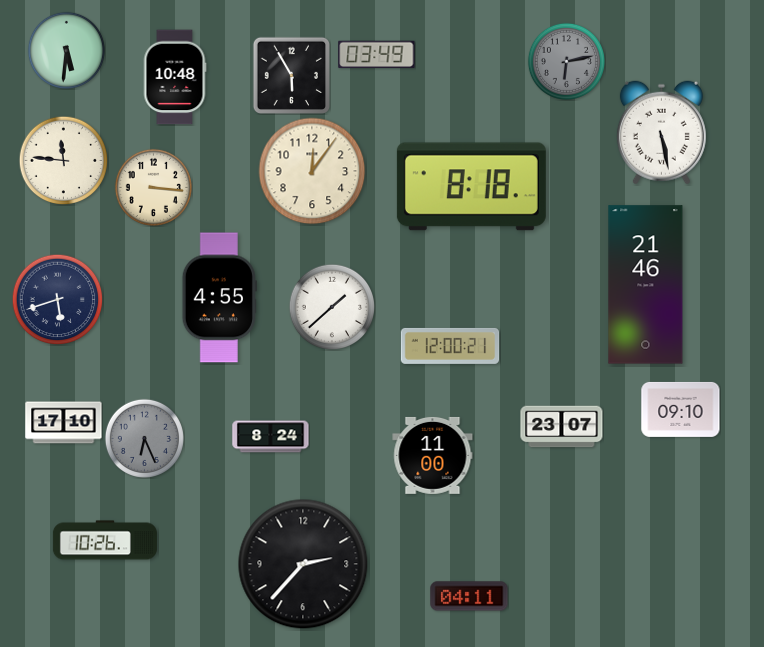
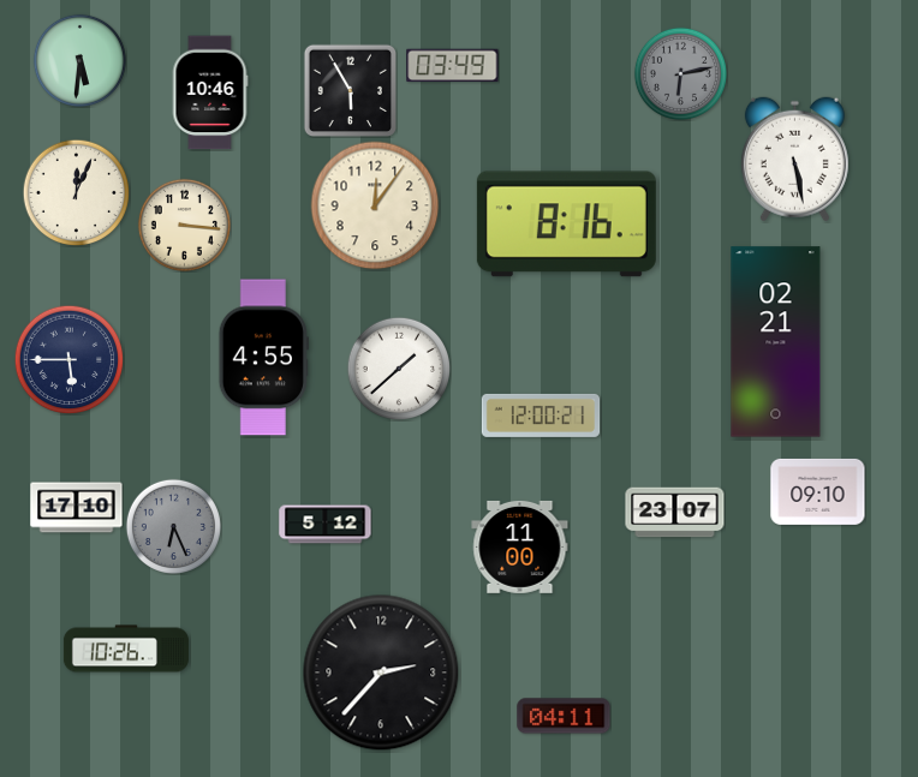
clock at (175, 77): 10:48 -> 10:46
clock at (63, 160): 11:46 -> 12:04
clock at (471, 187): 8:18 -> 8:16
clock at (646, 285): 21:46 -> 02:21
clock at (57, 299): 5:42 -> 5:45
clock at (271, 437): 8:24 -> 5:12
clock at (303, 564) position: (303, 564) -> (381, 673)
